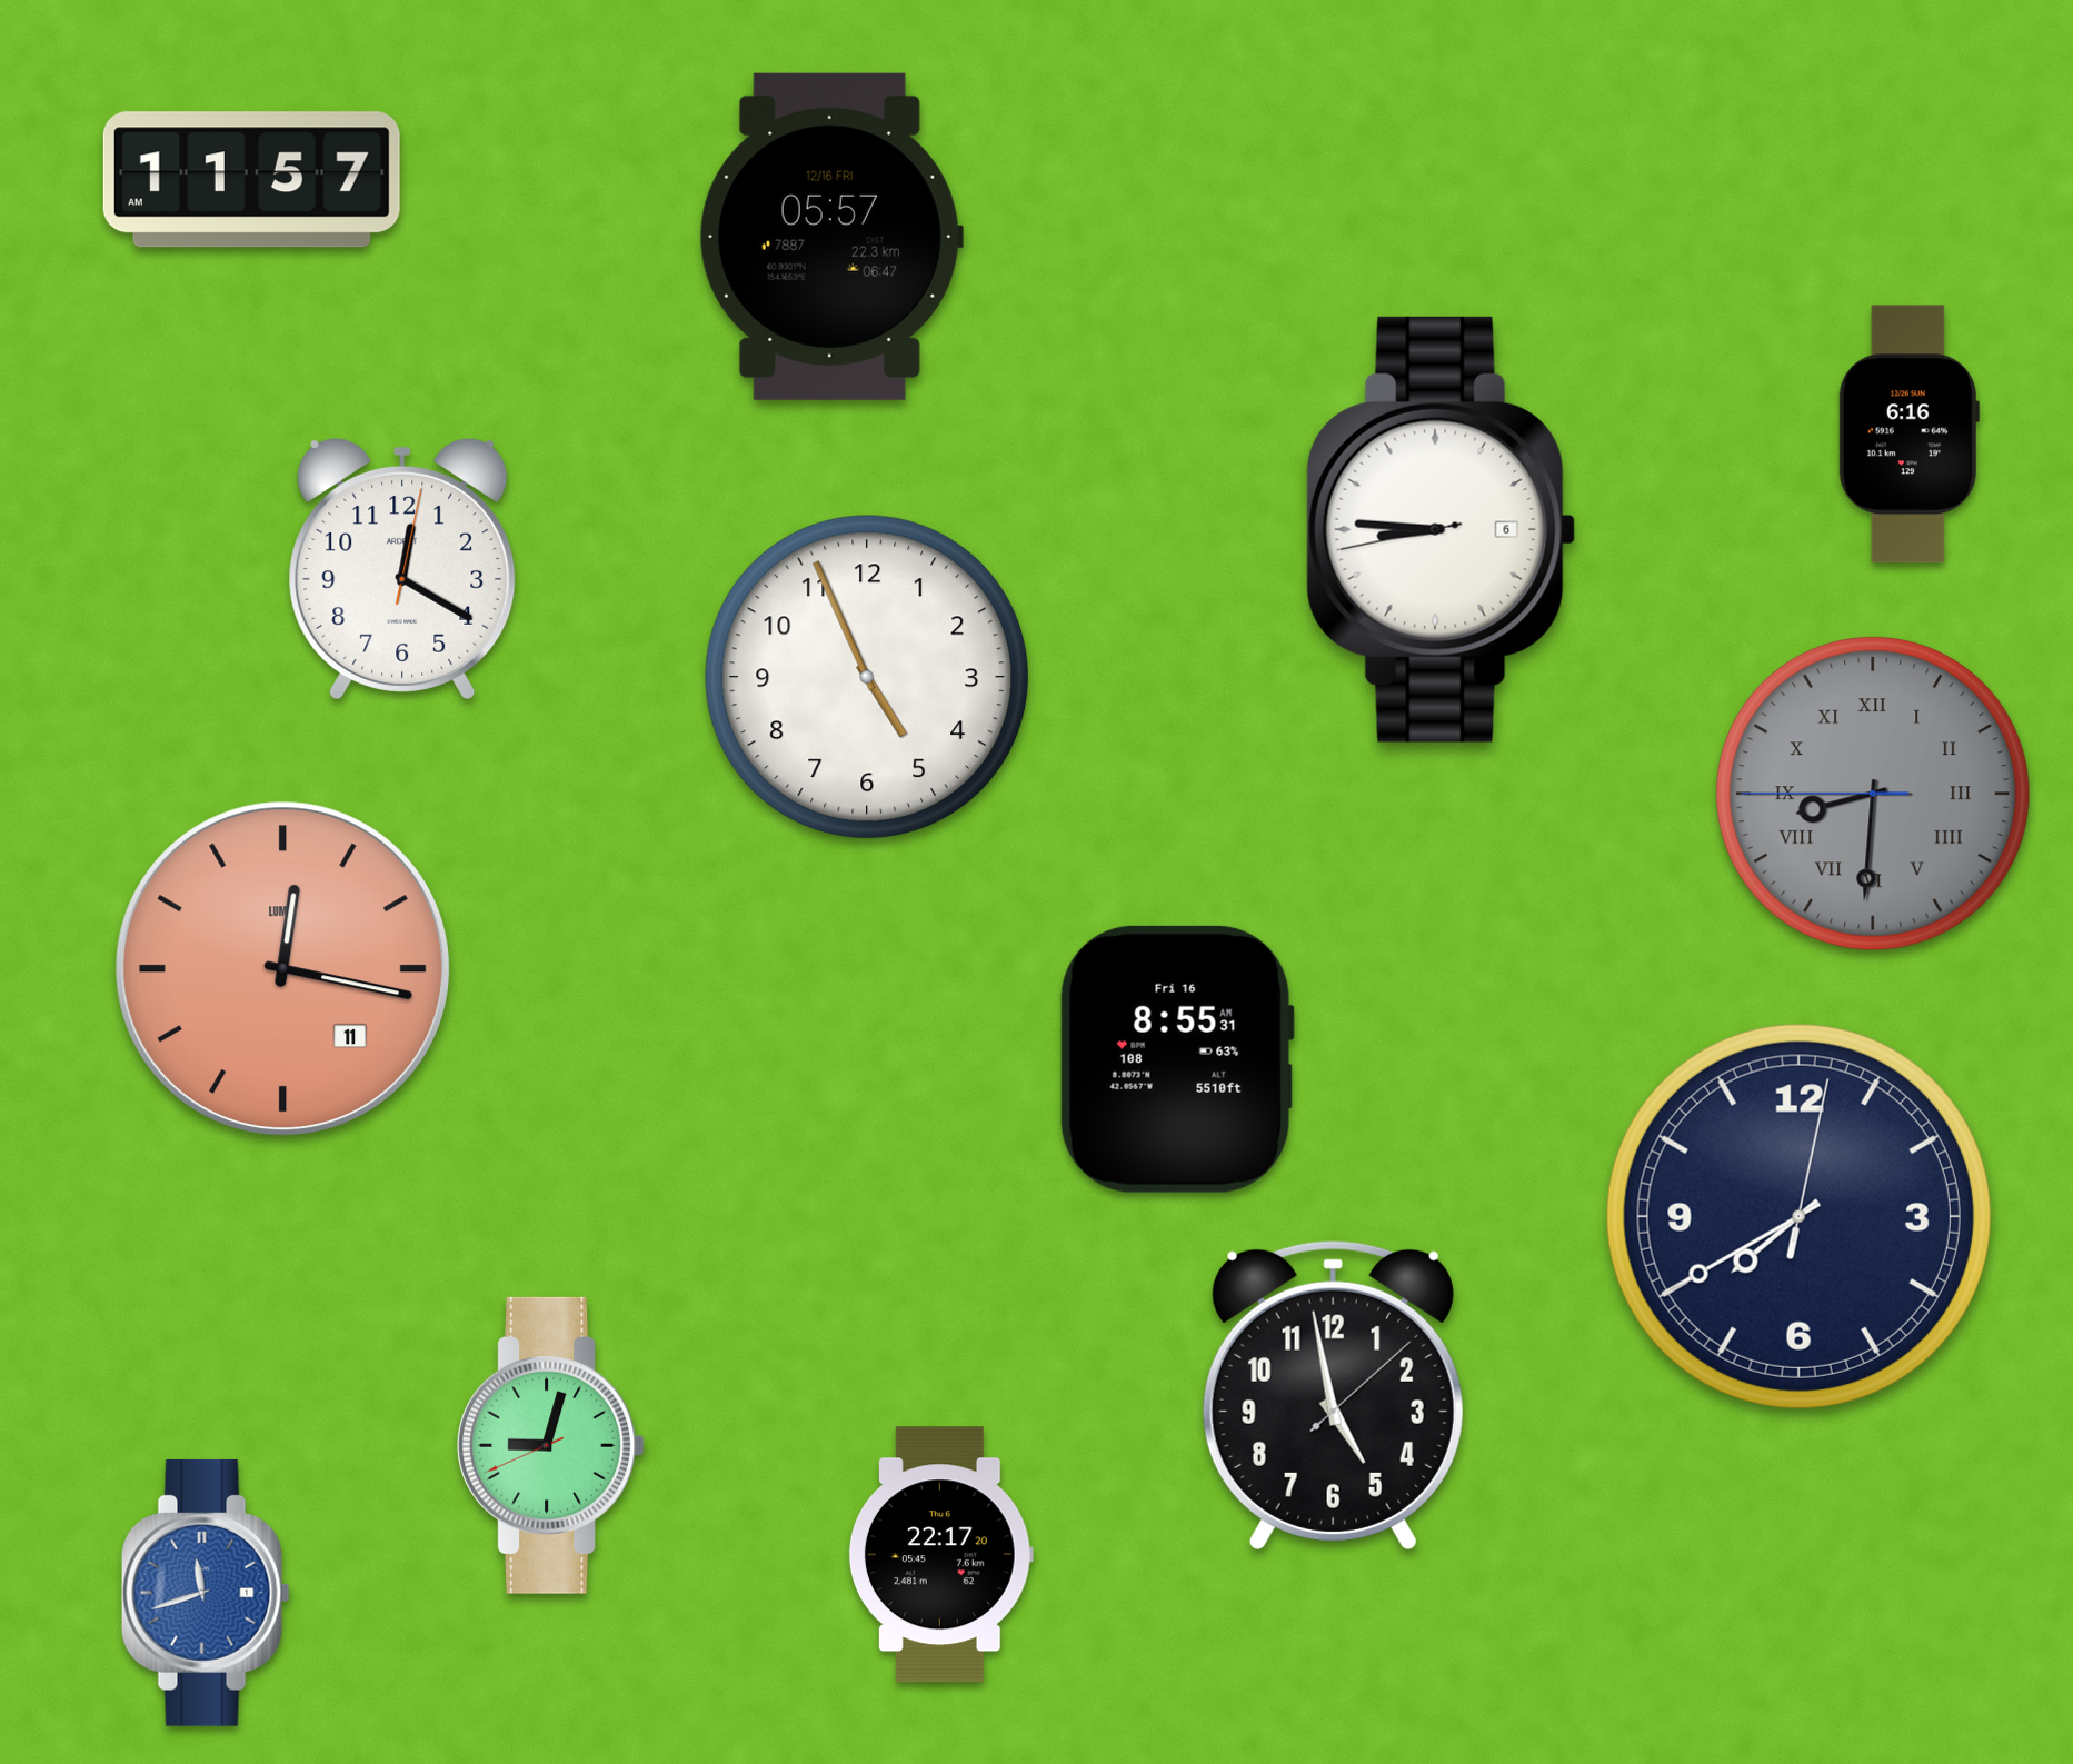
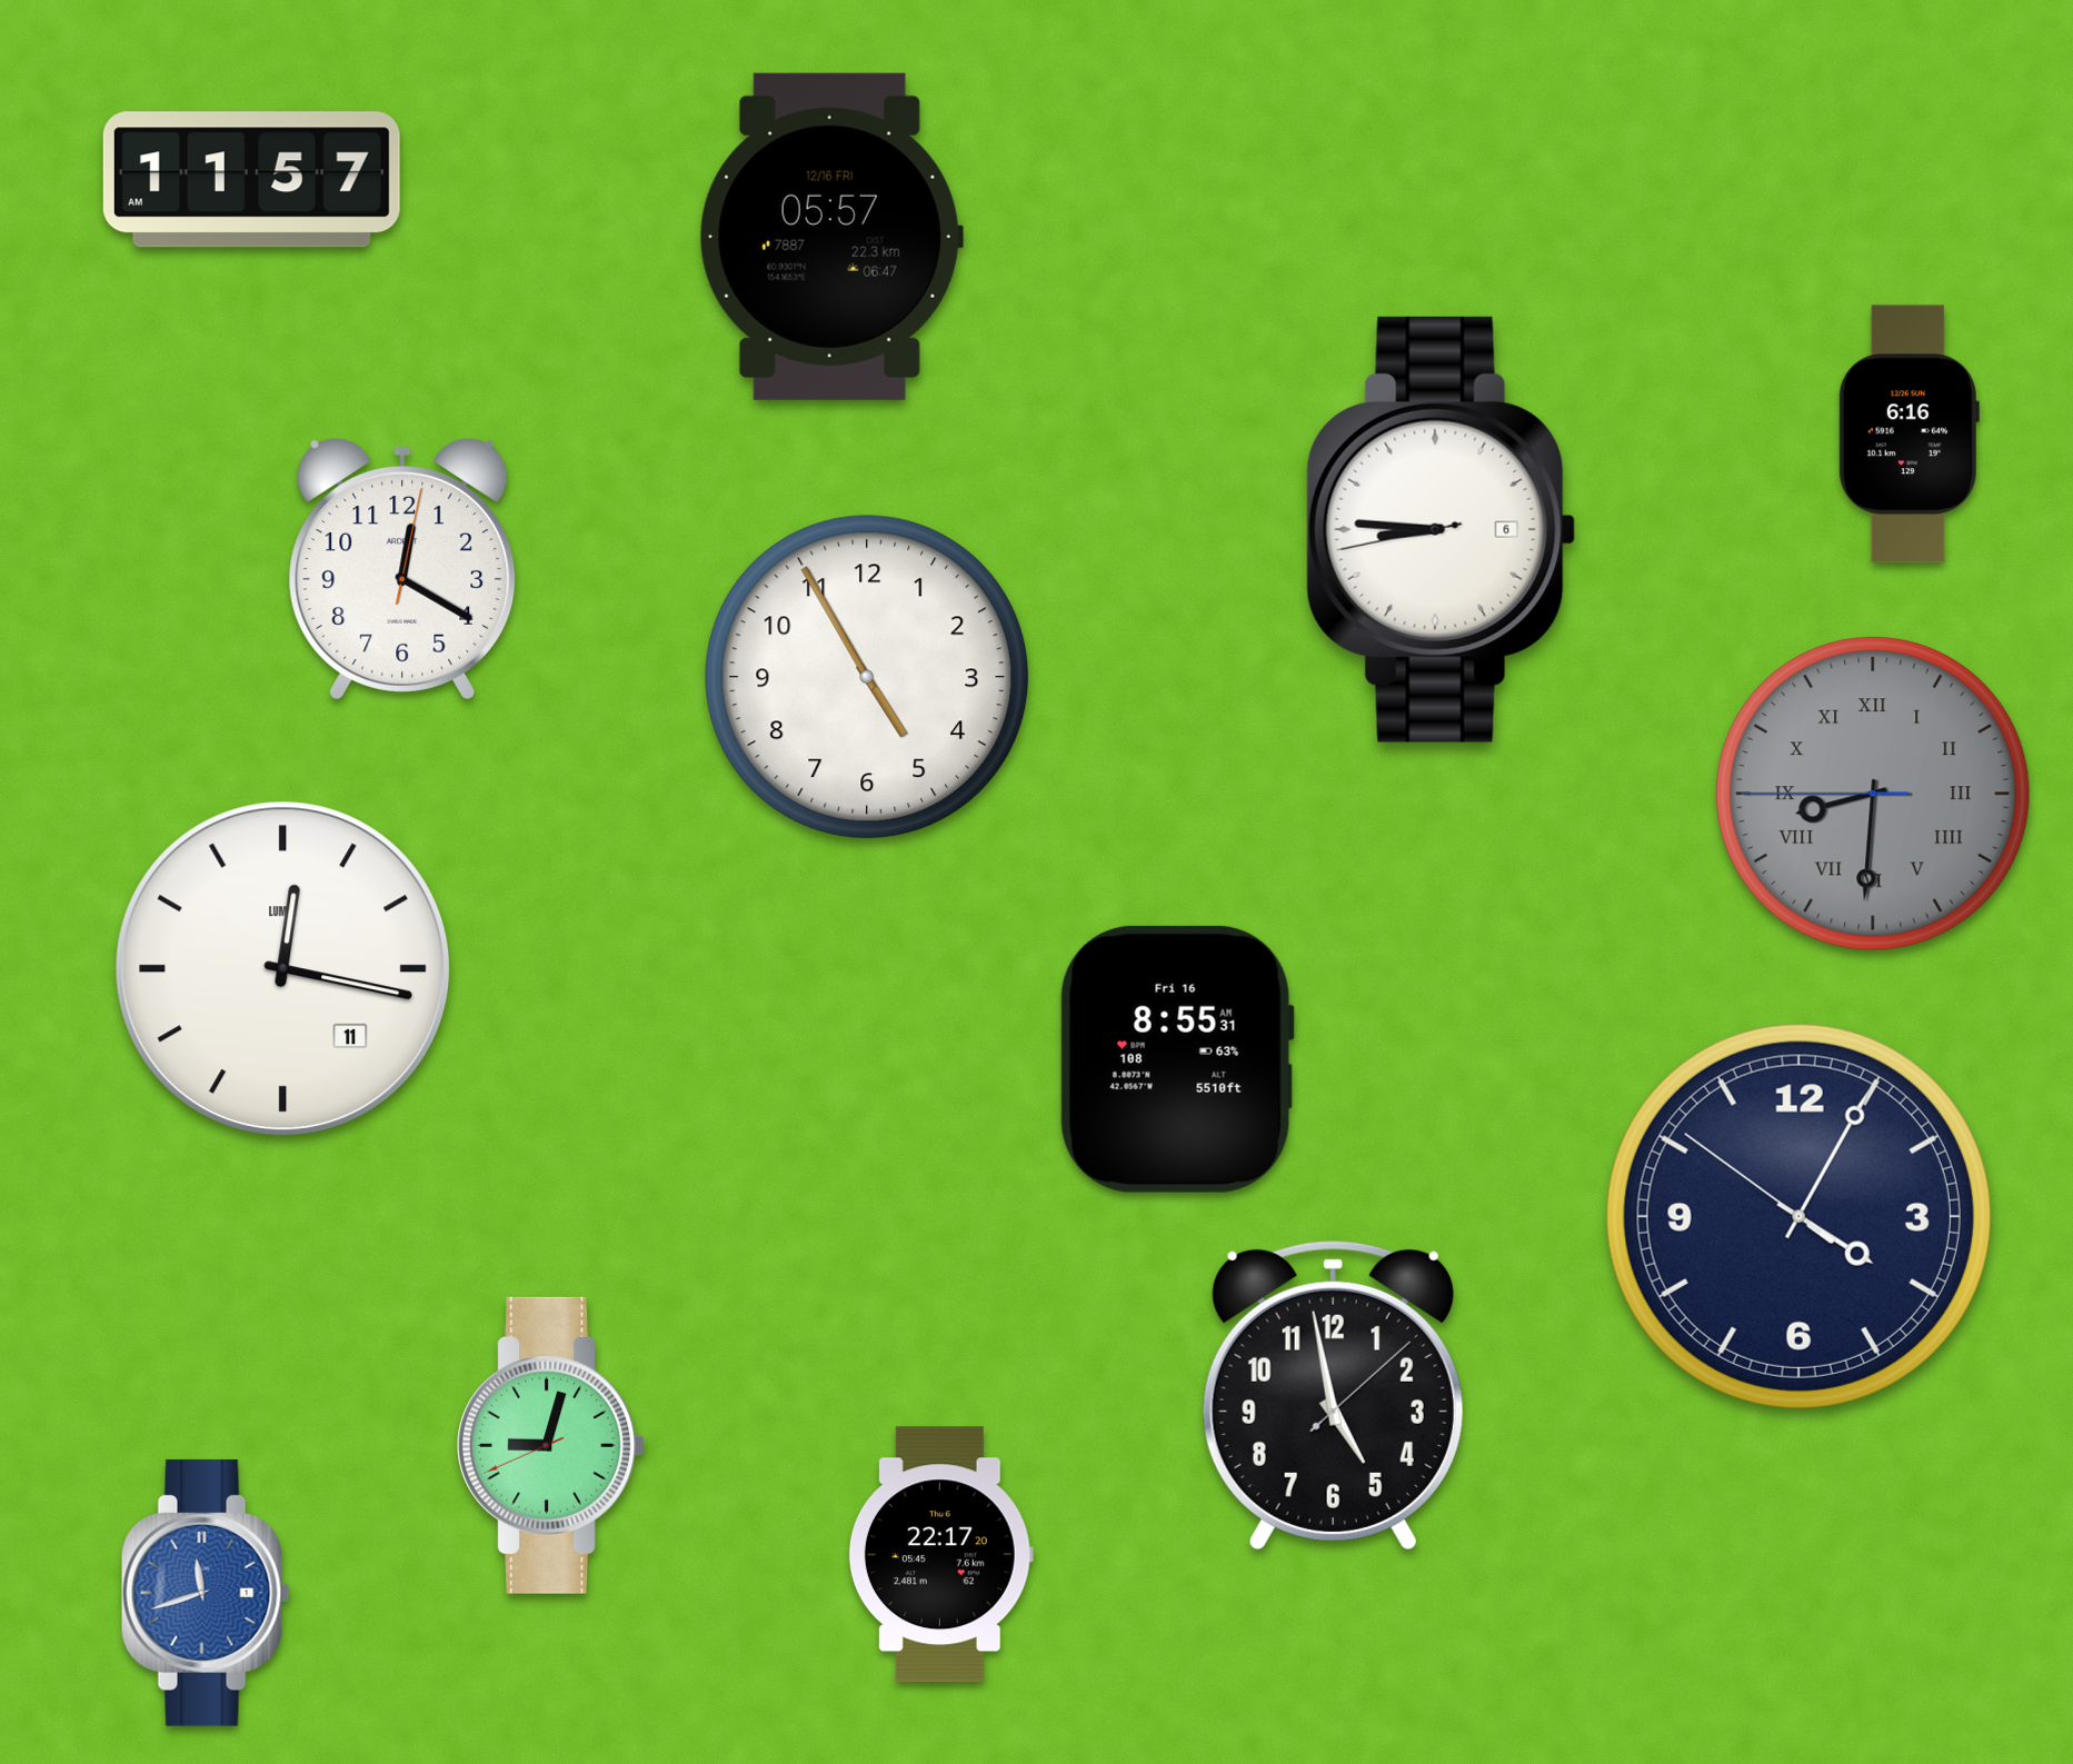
clock at (867, 677): 4:56 -> 4:55
clock at (283, 969) dial: salmon -> white
clock at (1798, 1216): 7:40 -> 4:04
